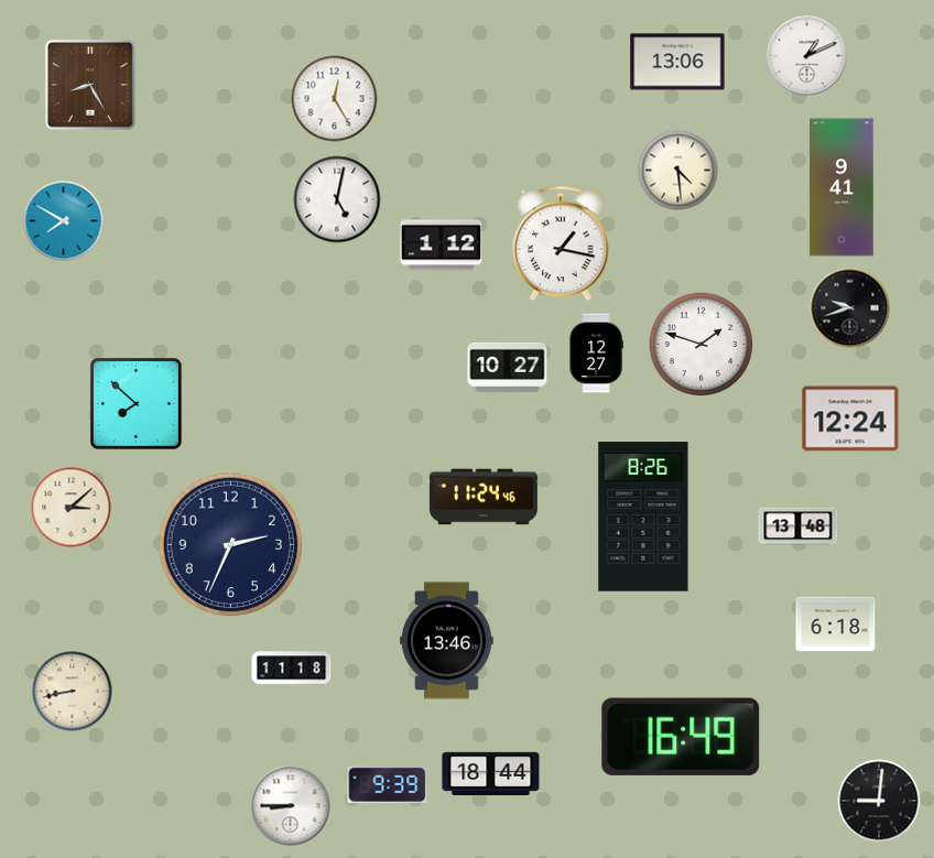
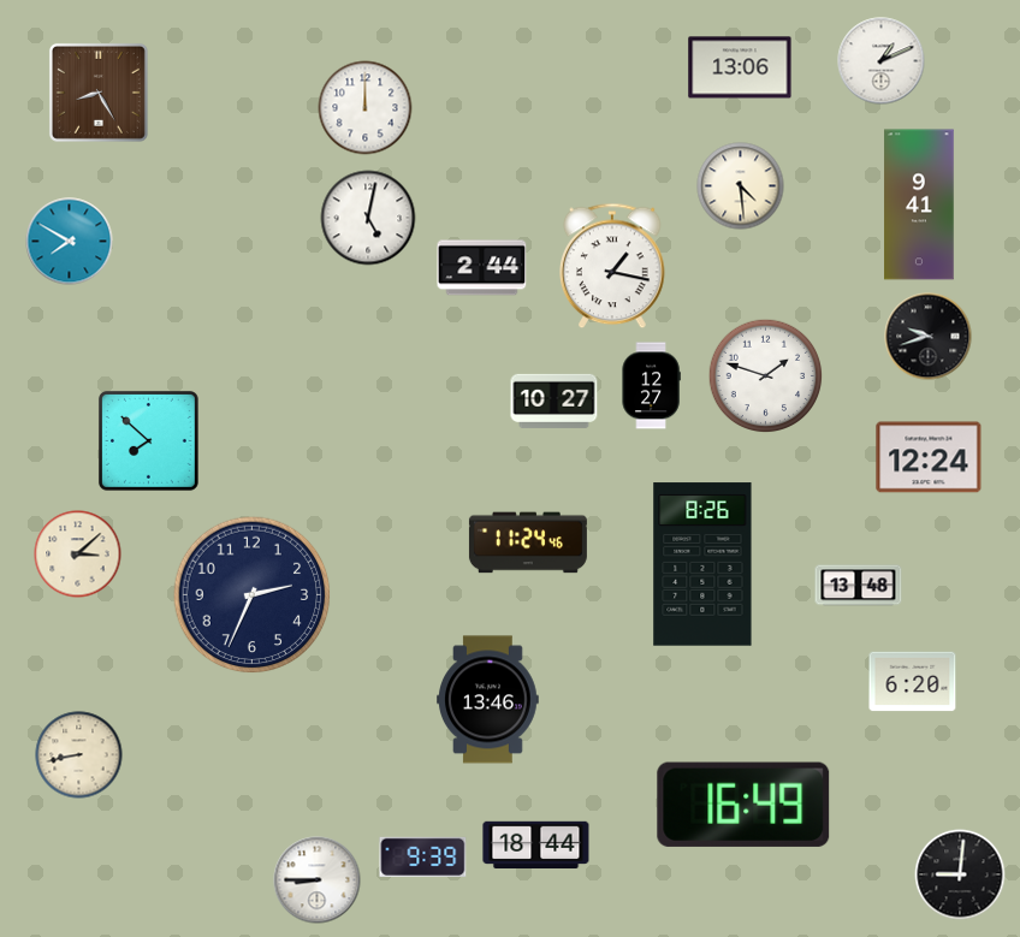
clock at (335, 99): 12:25 -> 12:00
clock at (442, 246): 1:12 -> 2:44
clock at (799, 526) position: (799, 526) -> (859, 586)
clock at (836, 625): 6:18 -> 6:20
clock at (292, 669): 11:18 -> none
